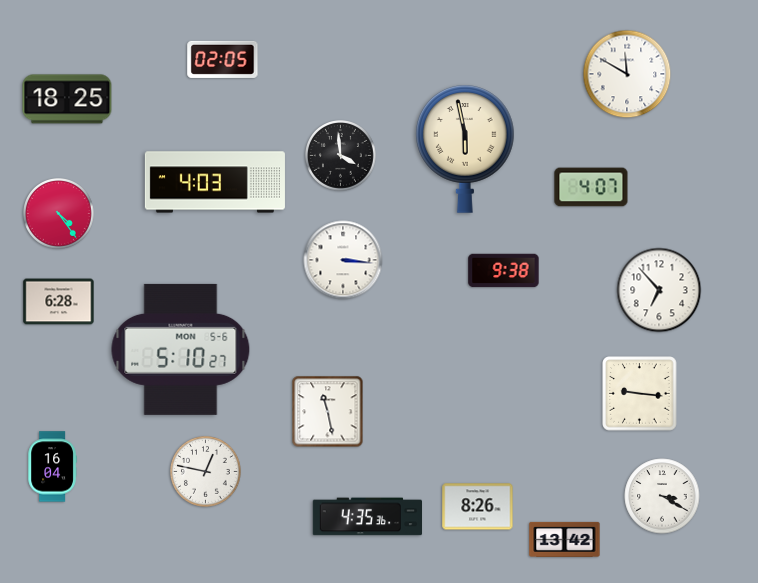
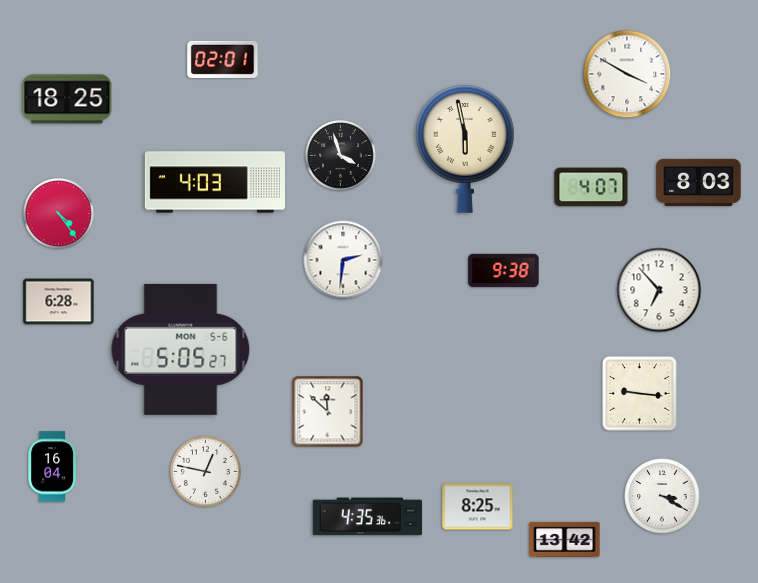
clock at (223, 59): 02:05 -> 02:01
clock at (627, 74): 11:50 -> 3:50
clock at (341, 156): 3:59 -> 3:57
clock at (699, 182): none -> 8:03
clock at (343, 260): 3:16 -> 2:31
clock at (181, 349): 5:10 -> 5:05
clock at (328, 412): 11:28 -> 11:52
clock at (478, 507): 8:26 -> 8:25
